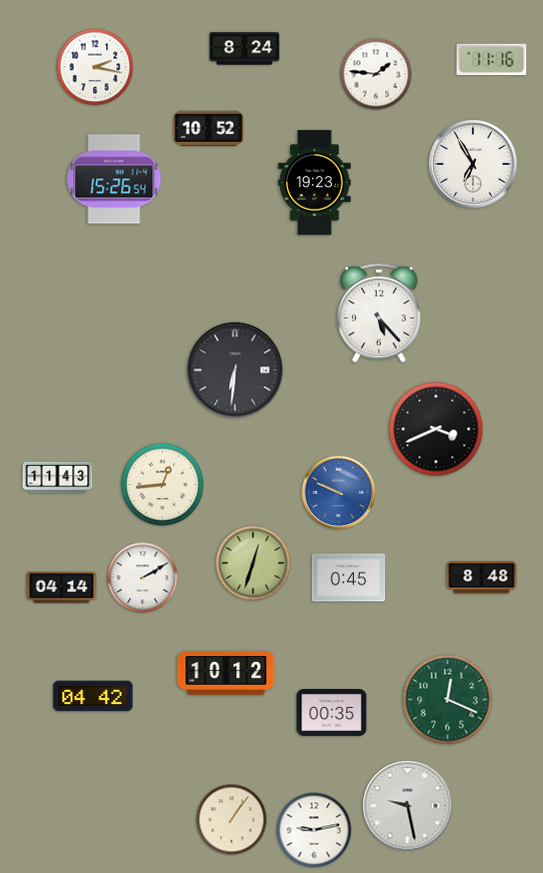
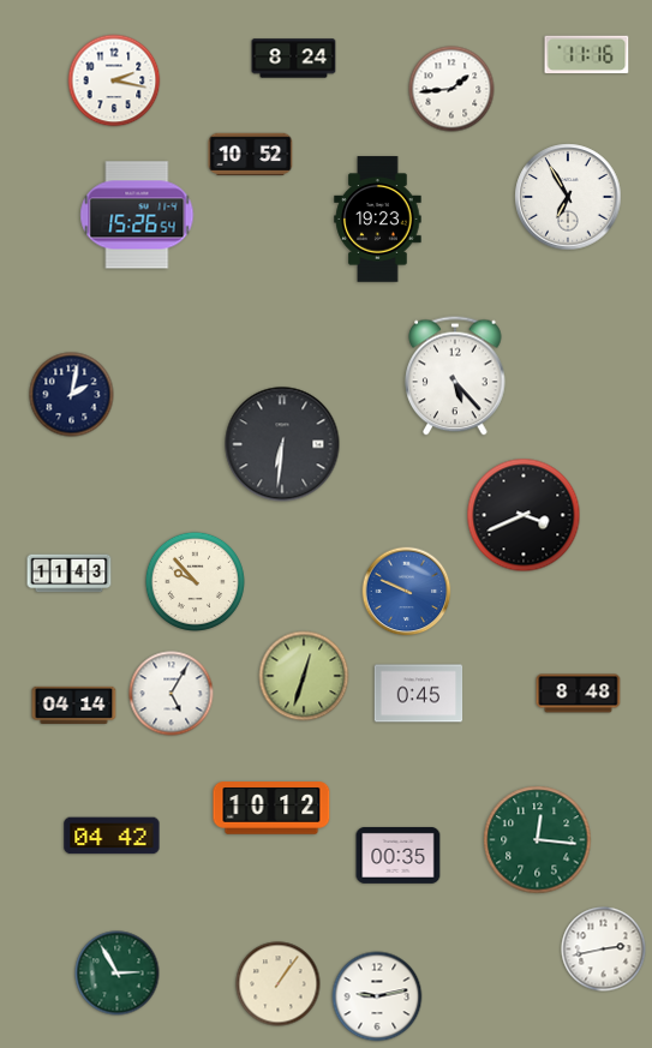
clock at (492, 60) position: (492, 60) -> (587, 55)
clock at (376, 74): 1:46 -> 1:44
clock at (72, 395): none -> 2:02
clock at (162, 484): 12:44 -> 9:53
clock at (143, 578): 2:10 -> 5:05
clock at (448, 700): 12:19 -> 12:16
clock at (604, 950): none -> 2:43
clock at (408, 806): 9:28 -> none
clock at (118, 974): none -> 2:55
